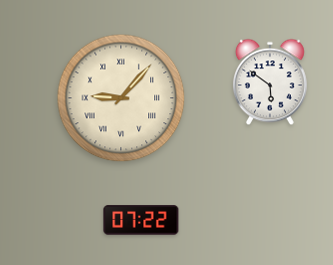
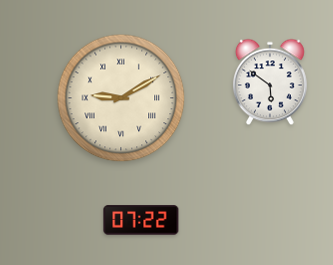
clock at (121, 98): 9:07 -> 9:10
